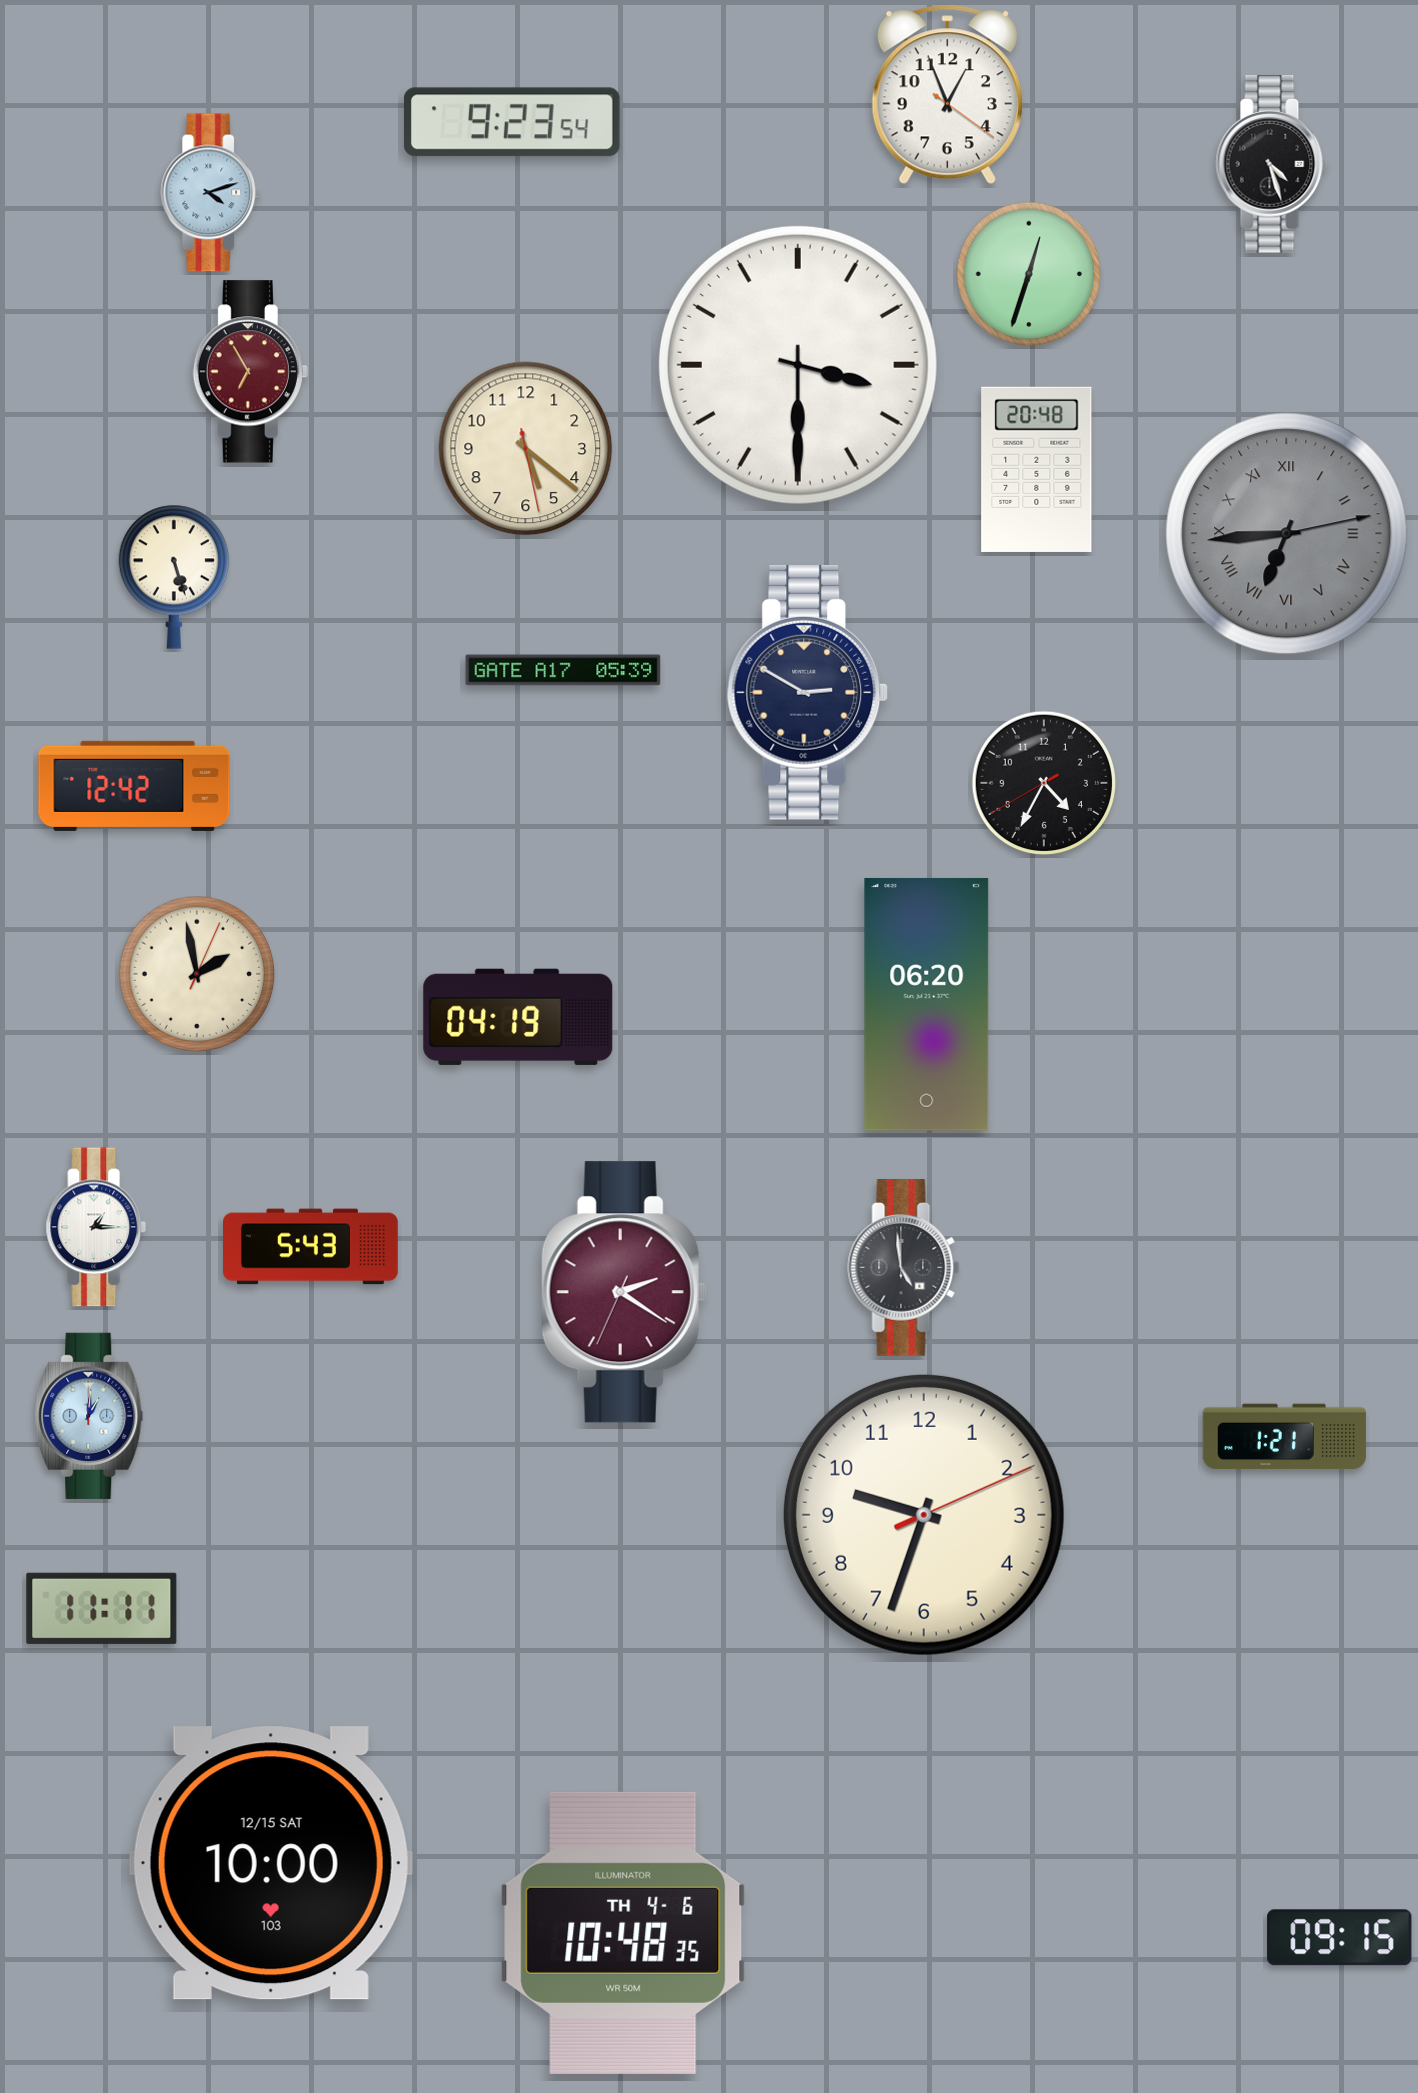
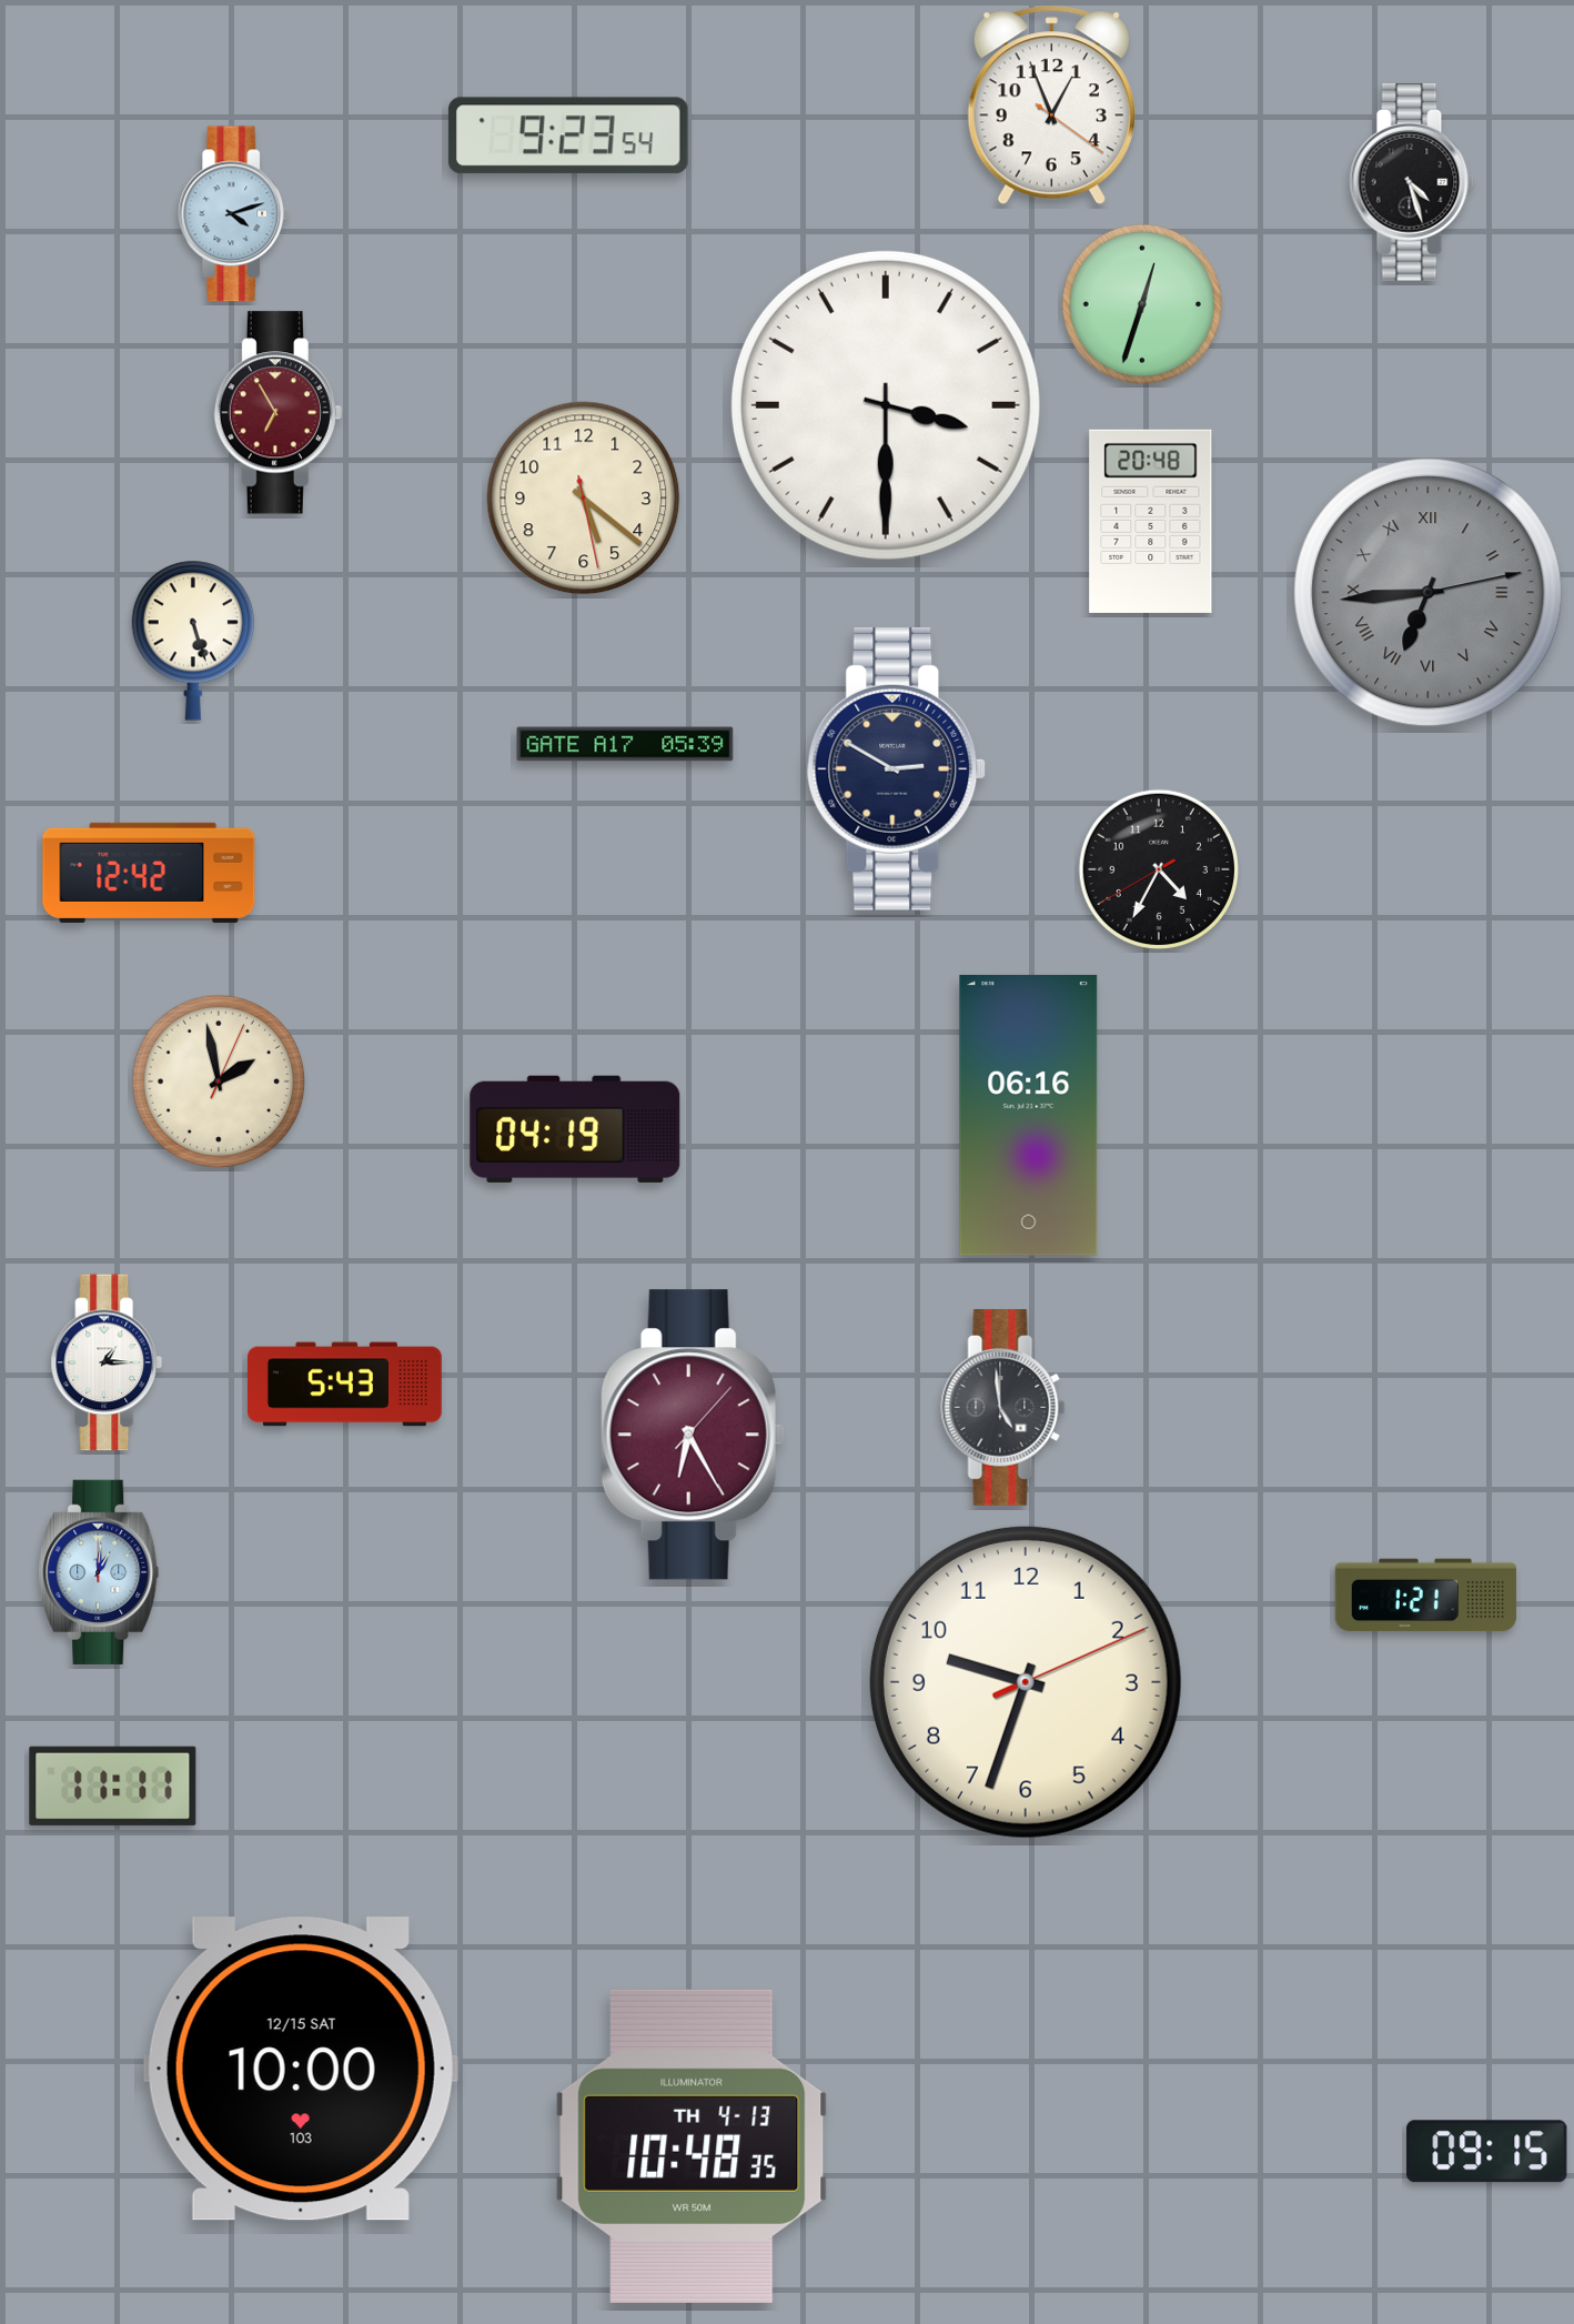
clock at (927, 1004): 06:20 -> 06:16
clock at (624, 1292): 2:20 -> 6:25
clock at (623, 1933) date: TH 4-6 -> TH 4-13
